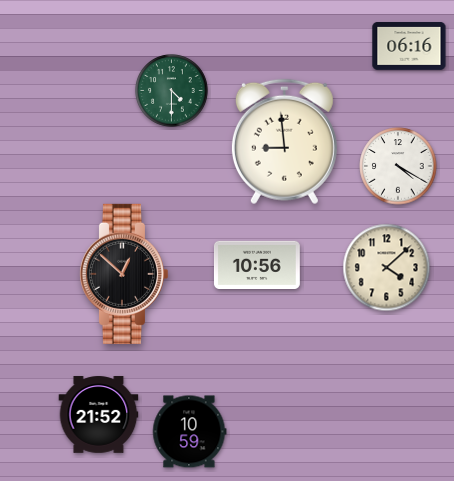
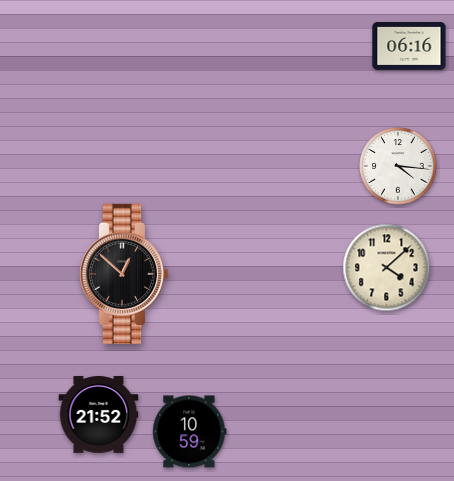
clock at (172, 91): 4:30 -> none
clock at (284, 142): 8:59 -> none
clock at (398, 166): 4:20 -> 4:16
clock at (257, 264): 10:56 -> none
